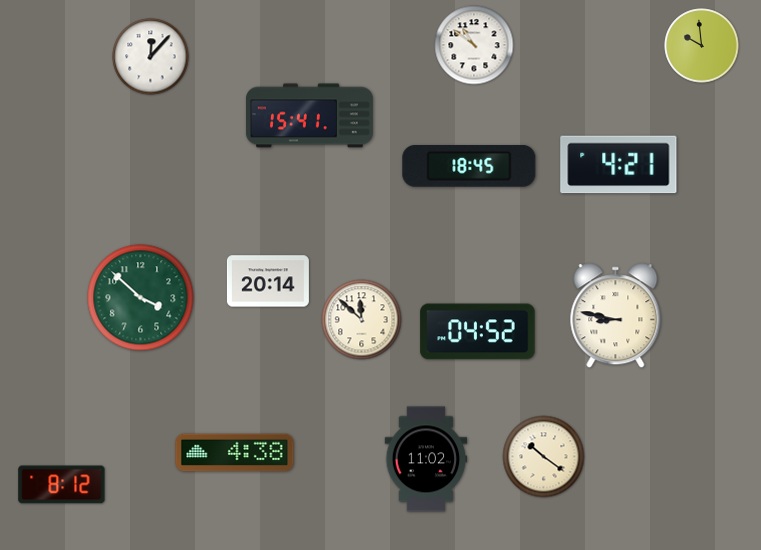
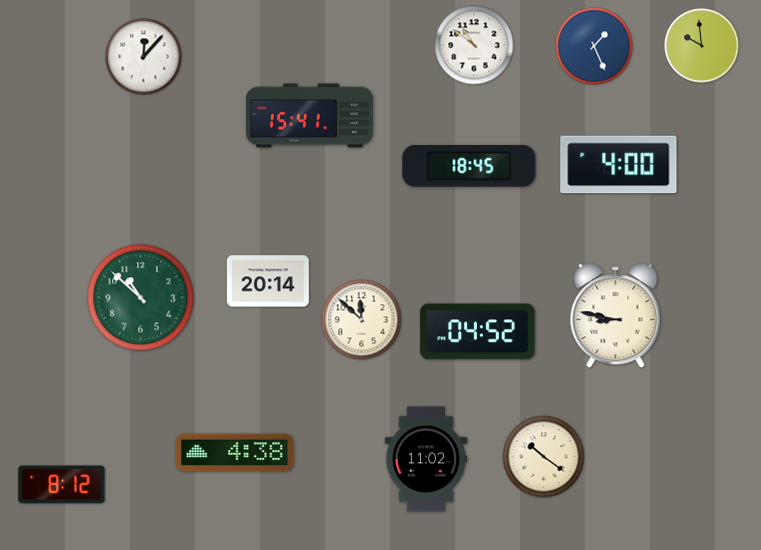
clock at (594, 46): none -> 1:26
clock at (151, 57) position: (151, 57) -> (144, 57)
clock at (619, 165): 4:21 -> 4:00
clock at (141, 298): 3:52 -> 10:52
